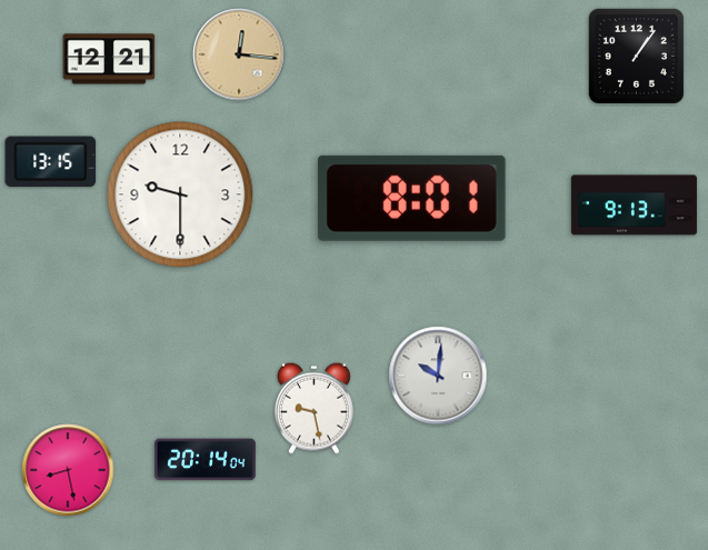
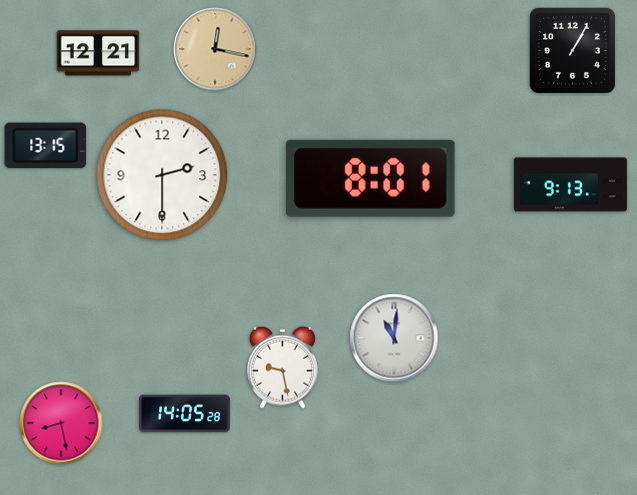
clock at (239, 54): 12:16 -> 12:17
clock at (636, 56): 1:06 -> 1:05
clock at (180, 194): 9:30 -> 2:30
clock at (438, 376): 10:01 -> 11:01
clock at (206, 460): 20:14 -> 14:05
